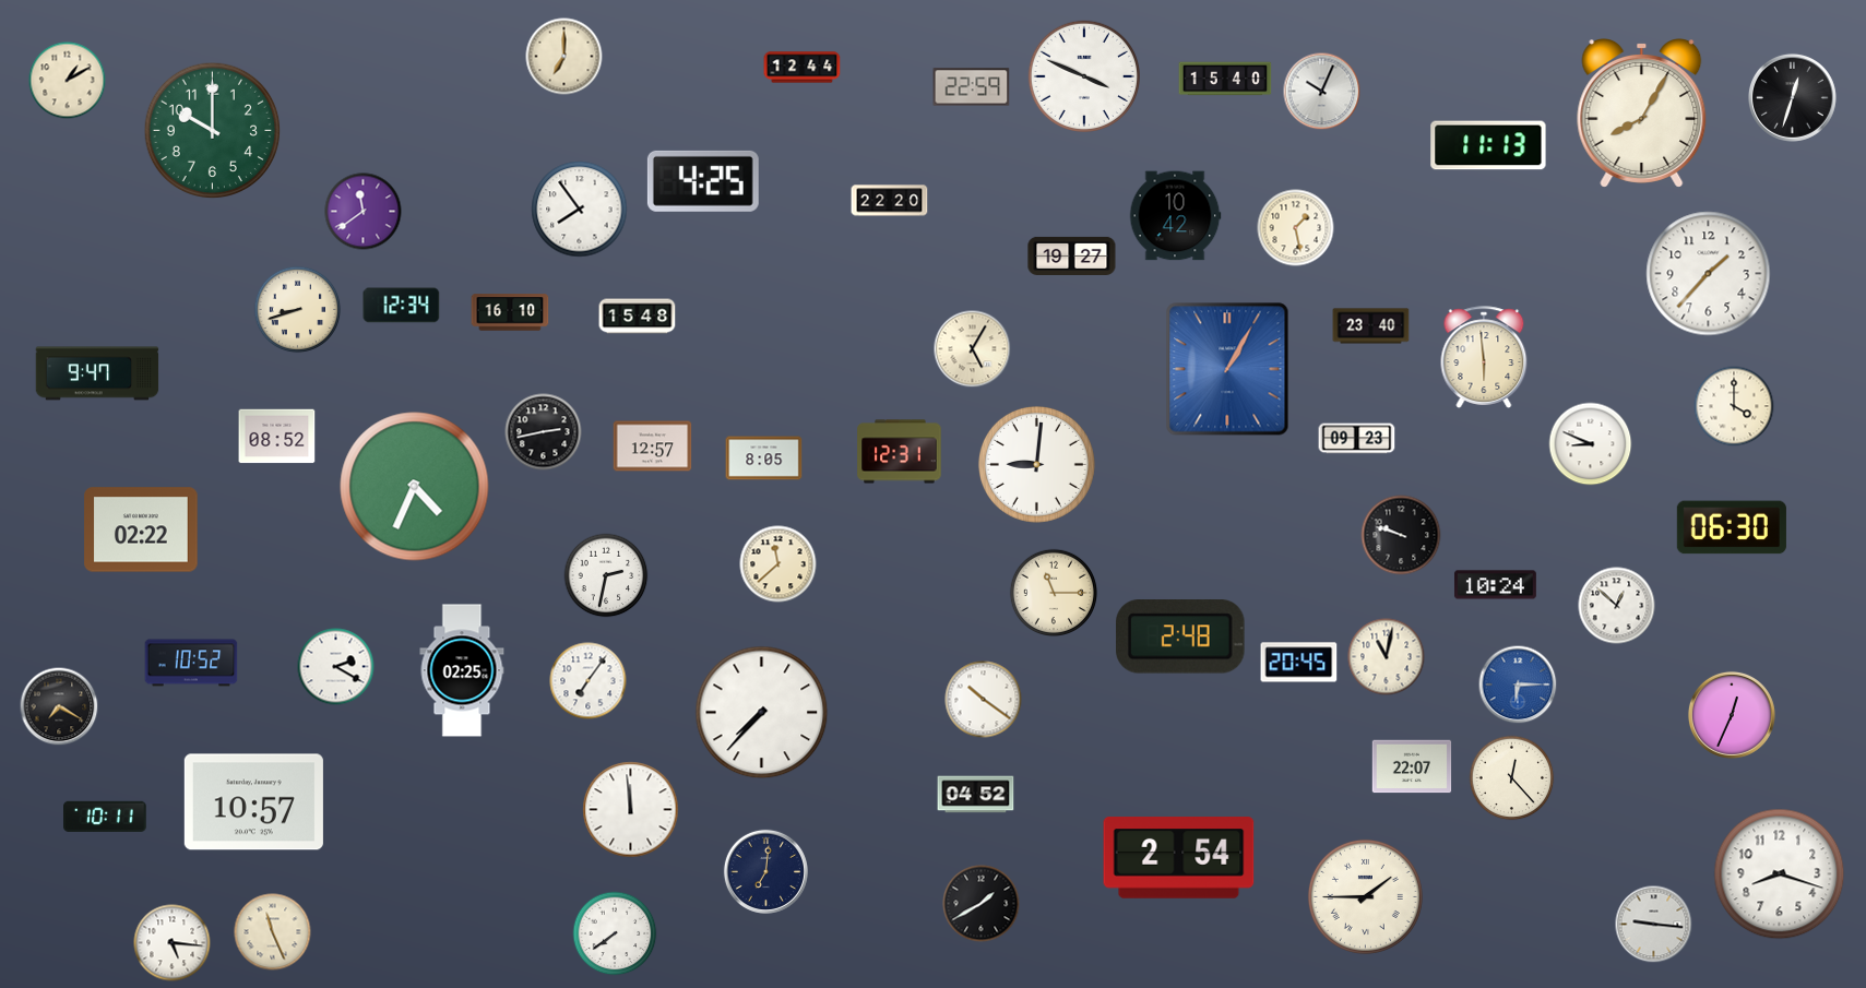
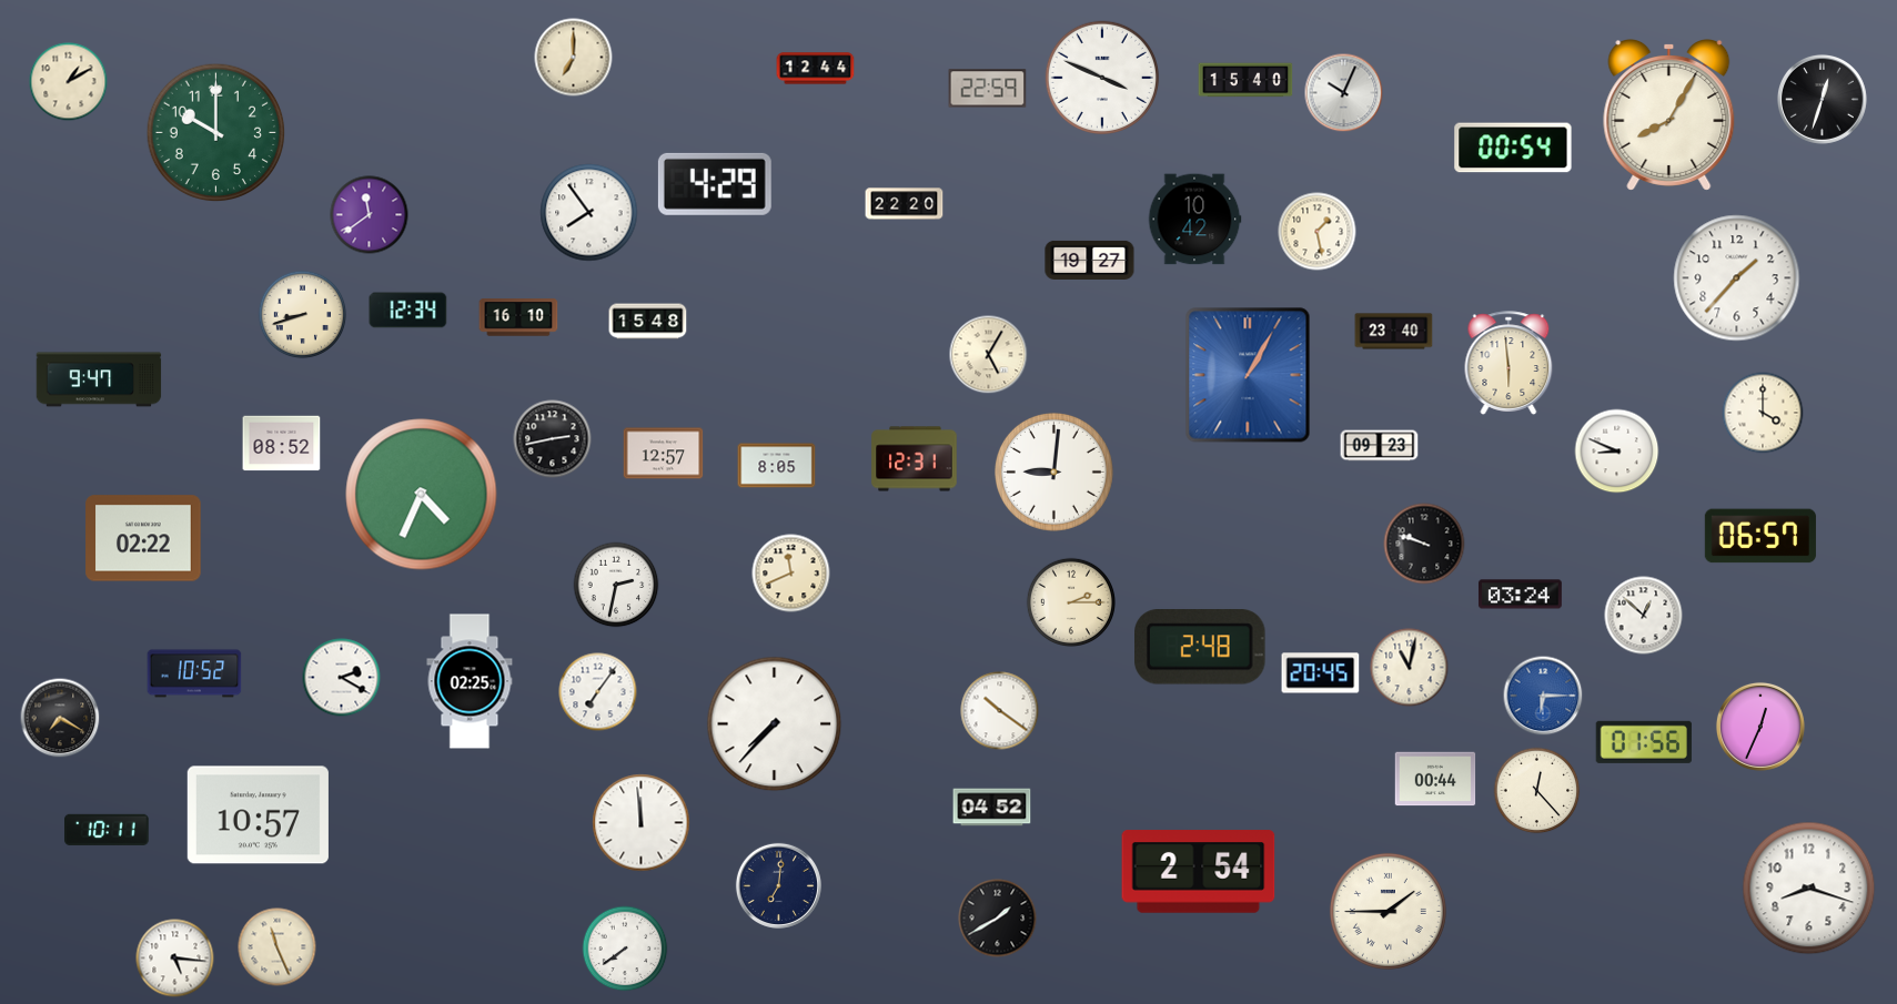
clock at (1488, 145): 11:13 -> 00:54
clock at (703, 181): 4:25 -> 4:29
clock at (1732, 527): 06:30 -> 06:57
clock at (779, 564): 11:38 -> 11:41
clock at (1495, 585): 10:24 -> 03:24
clock at (1053, 592): 11:15 -> 2:15
clock at (1644, 742): none -> 01:56
clock at (1412, 766): 22:07 -> 00:44
clock at (1654, 925): 9:16 -> none
